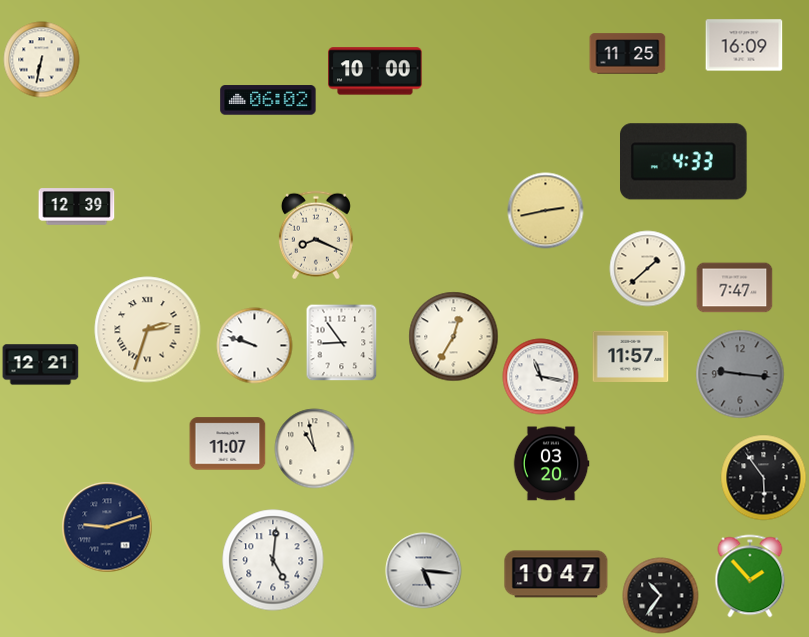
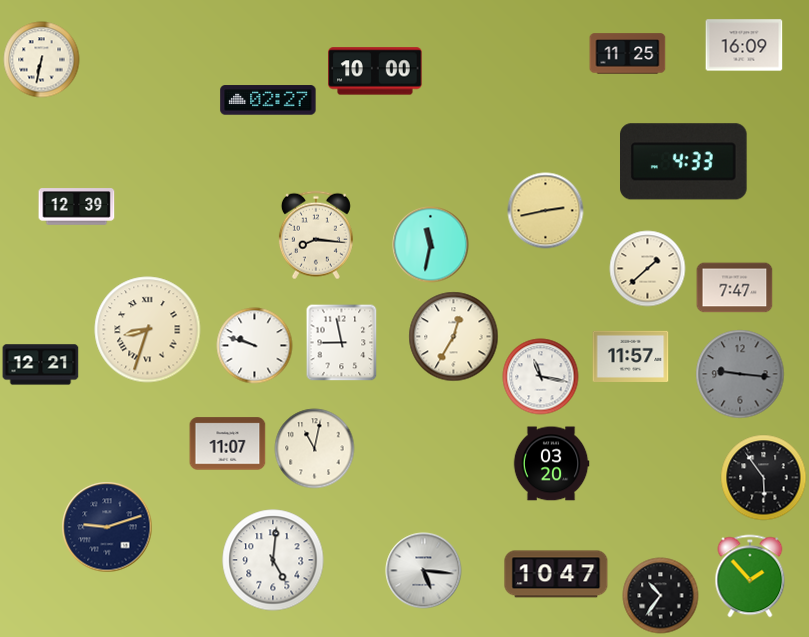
clock at (268, 100): 06:02 -> 02:27
clock at (316, 235): 8:19 -> 8:16
clock at (431, 245): none -> 11:32
clock at (148, 330): 2:33 -> 8:33
clock at (342, 342): 8:54 -> 8:58
clock at (315, 449): 10:58 -> 11:02
